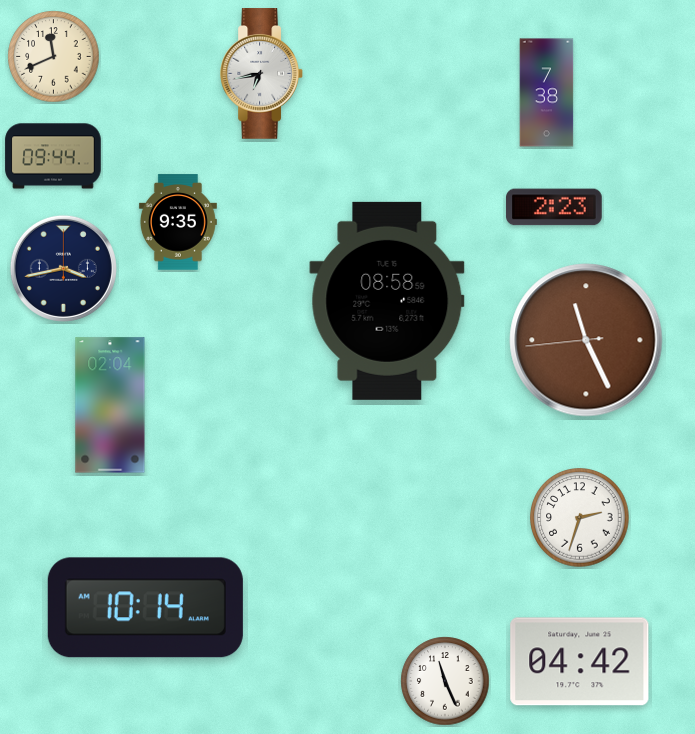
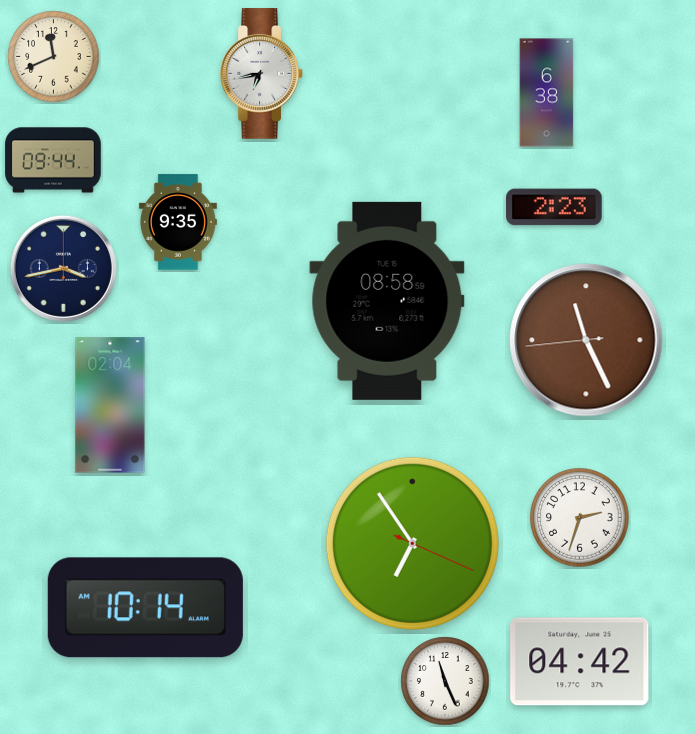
clock at (547, 93): 7:38 -> 6:38
clock at (53, 156) position: (53, 156) -> (53, 160)
clock at (412, 543): none -> 6:54
